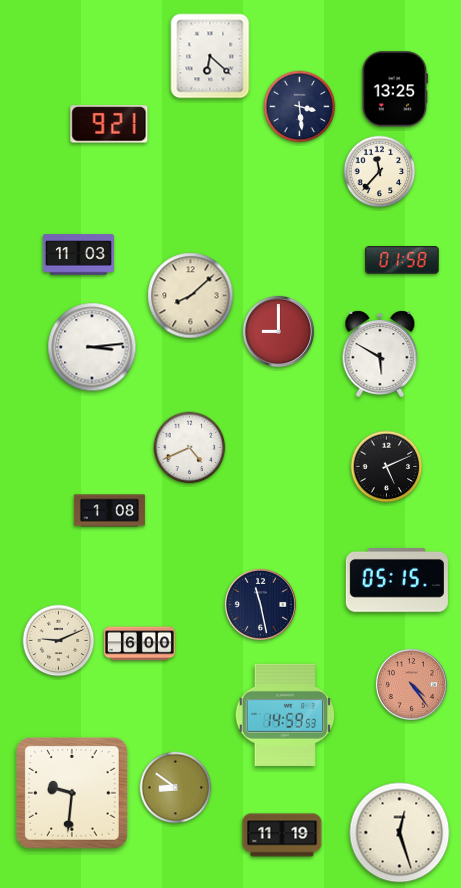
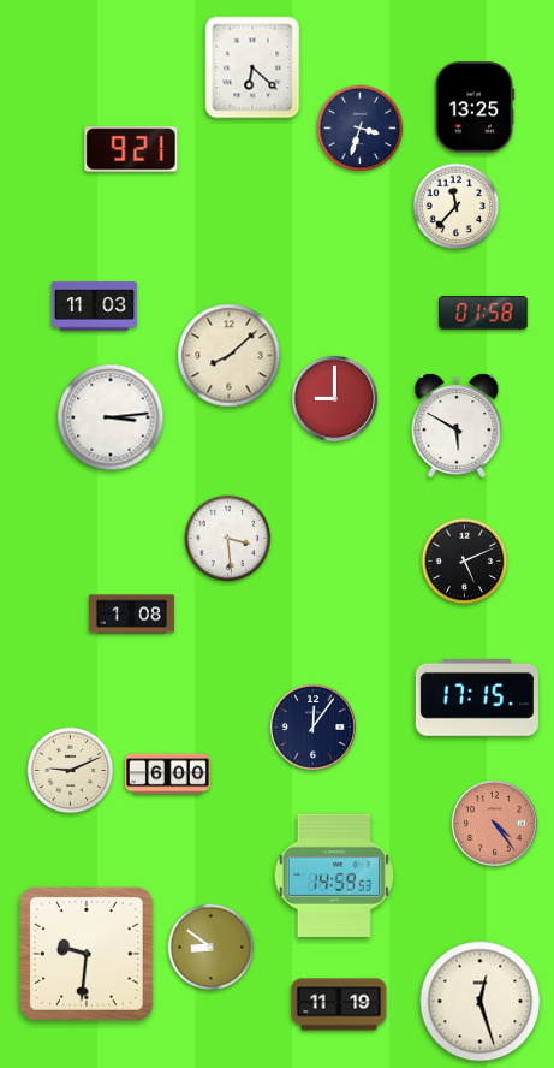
clock at (300, 107): 3:29 -> 3:33
clock at (190, 448): 4:41 -> 3:29
clock at (397, 580): 05:15 -> 17:15
clock at (260, 604): 11:28 -> 12:06
clock at (285, 715) position: (285, 715) -> (334, 876)
